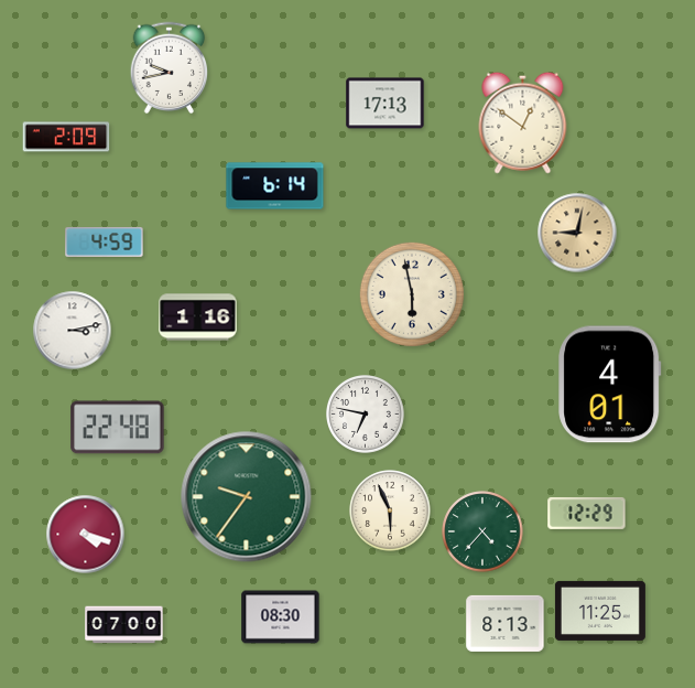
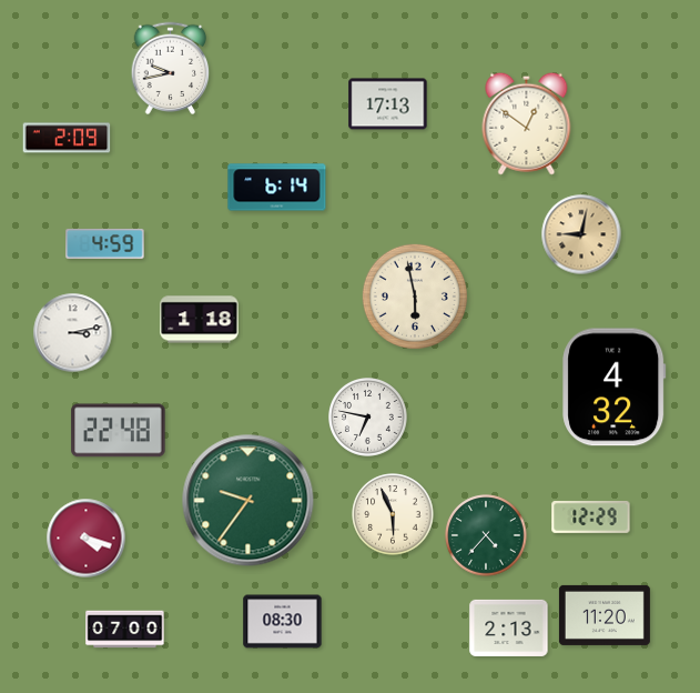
clock at (198, 318): 1:16 -> 1:18
clock at (610, 385): 4:01 -> 4:32
clock at (600, 611): 11:25 -> 11:20
clock at (506, 623): 8:13 -> 2:13
